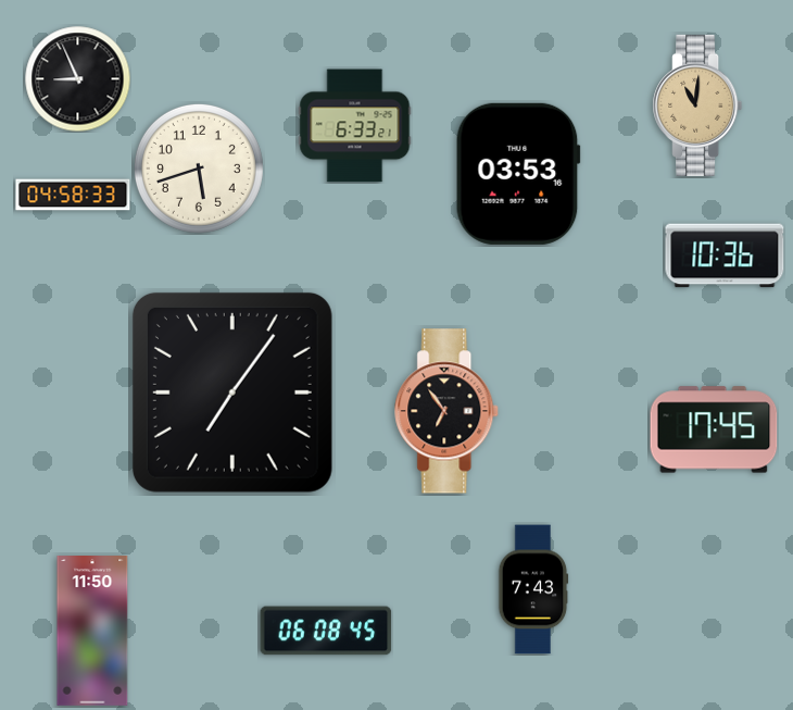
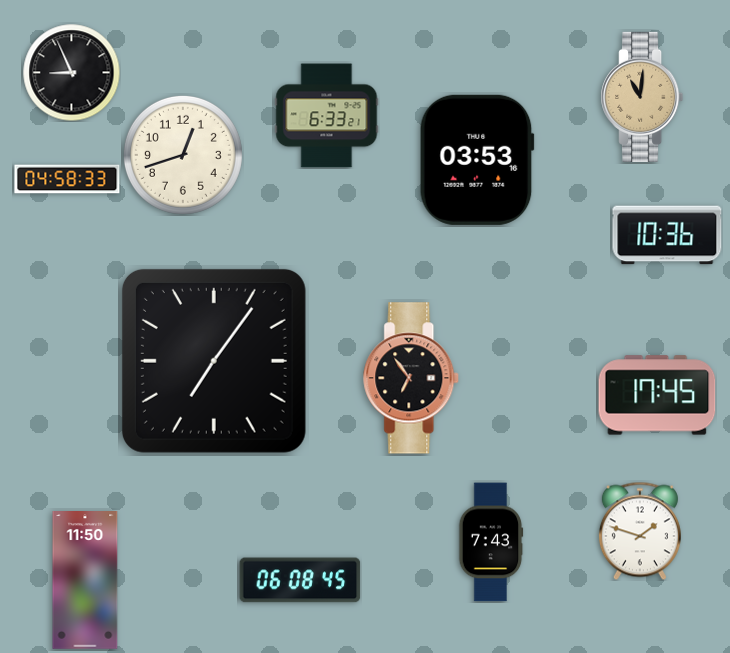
clock at (199, 169): 5:42 -> 12:42
clock at (640, 531): none -> 1:48
